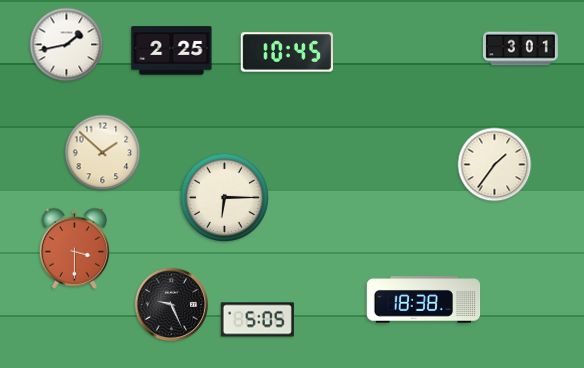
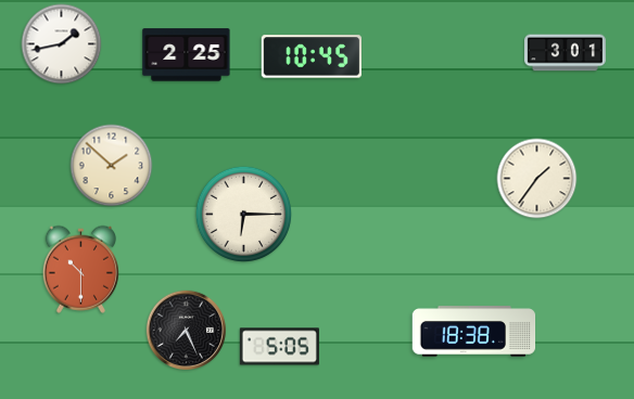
clock at (67, 45) position: (67, 45) -> (62, 44)
clock at (74, 248): 3:30 -> 10:30
clock at (424, 300) position: (424, 300) -> (474, 332)
clock at (172, 305): 9:26 -> 7:26
